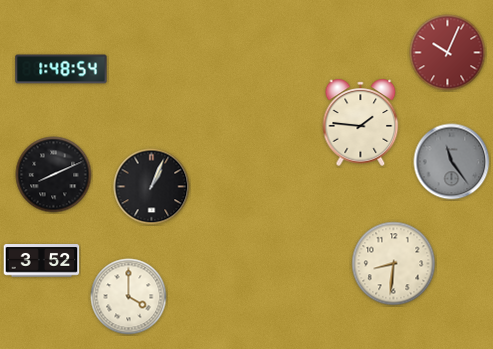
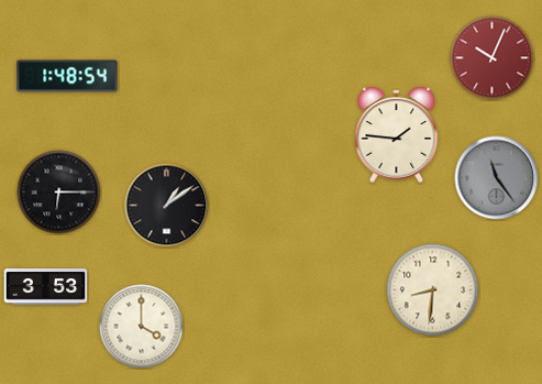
clock at (54, 175): 8:11 -> 6:15
clock at (152, 187): 1:04 -> 1:09
clock at (42, 261): 3:52 -> 3:53
